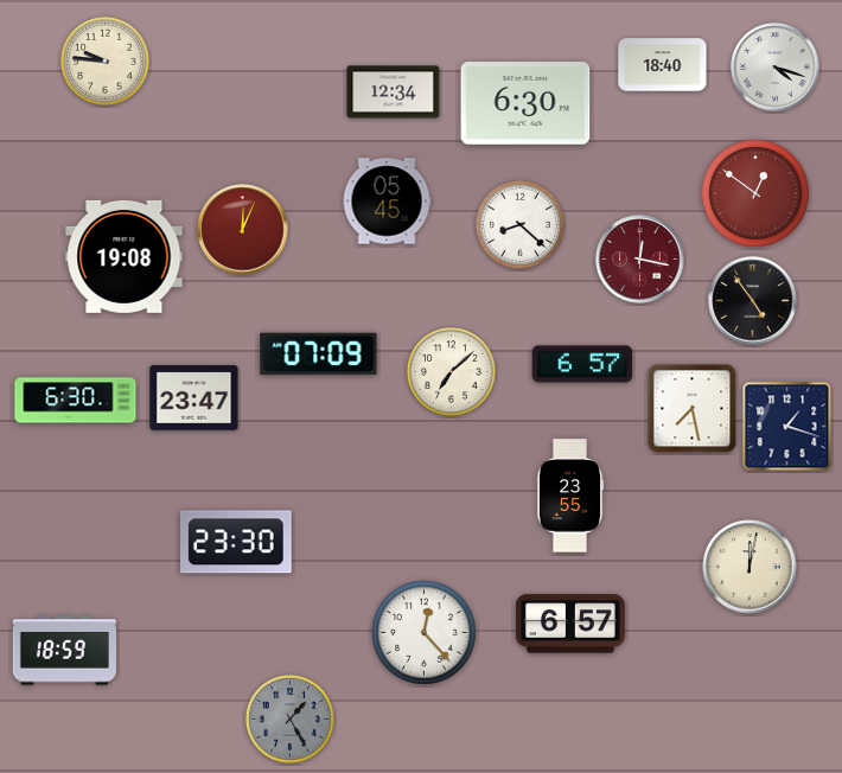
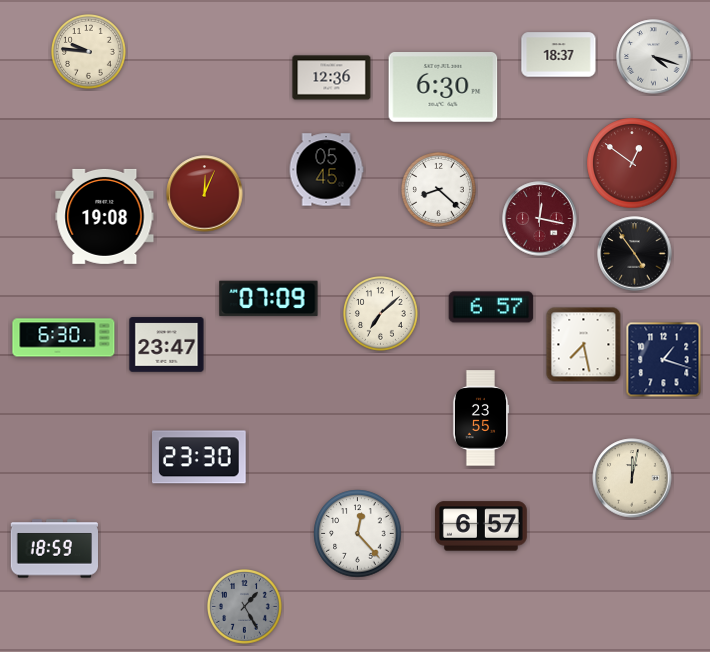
clock at (663, 65): 18:40 -> 18:37
clock at (394, 92): 12:34 -> 12:36
clock at (755, 193) position: (755, 193) -> (632, 163)
clock at (194, 398) position: (194, 398) -> (167, 345)
